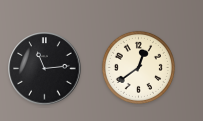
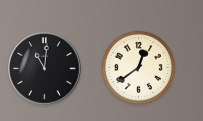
clock at (45, 69): 11:14 -> 11:01
